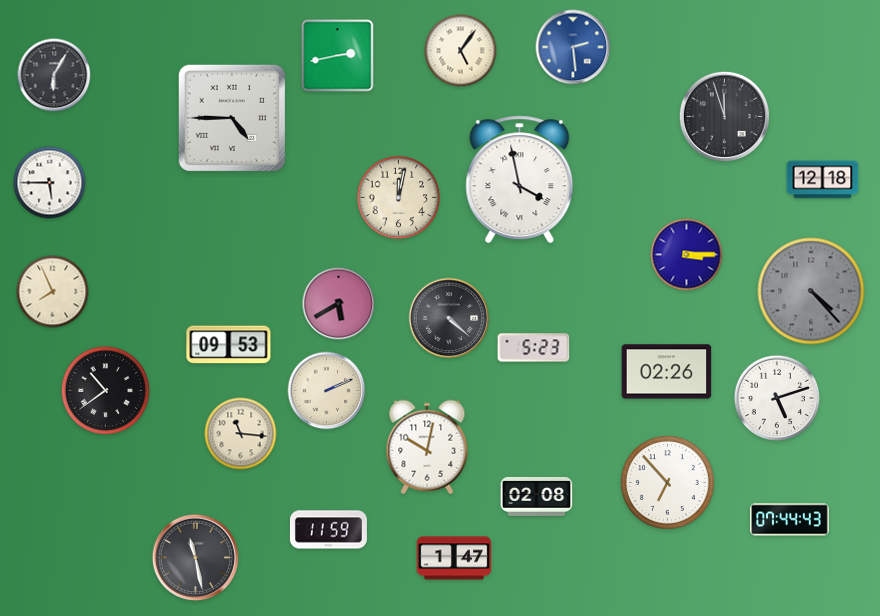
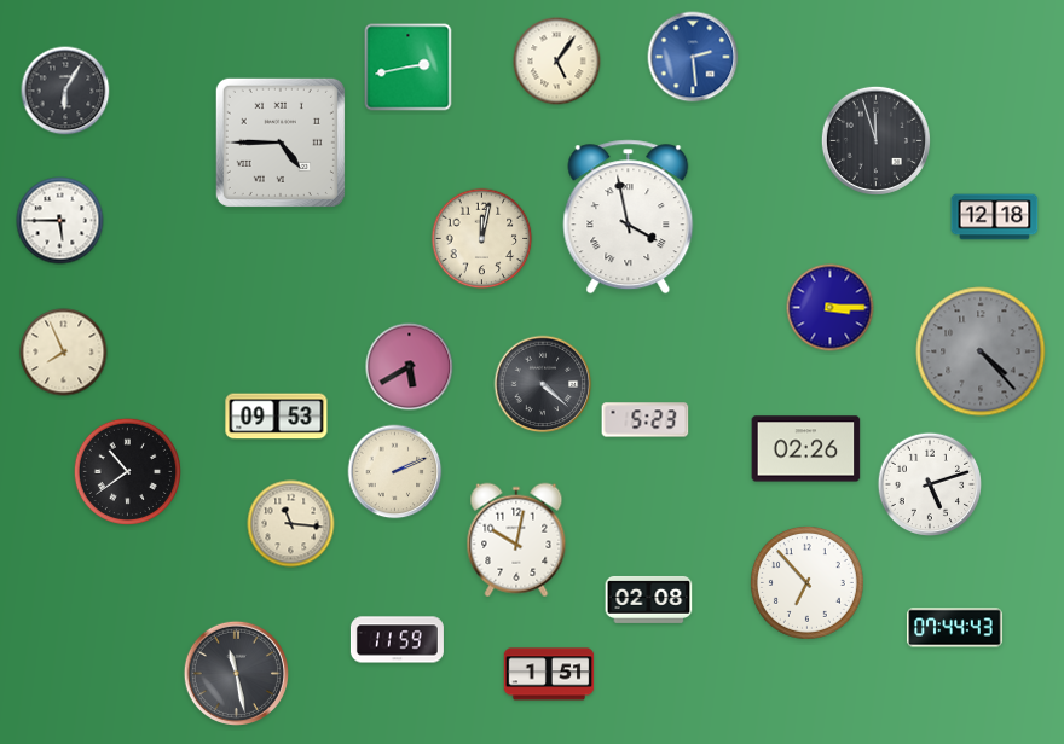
clock at (776, 397) position: (776, 397) -> (929, 483)
clock at (454, 558): 1:47 -> 1:51
